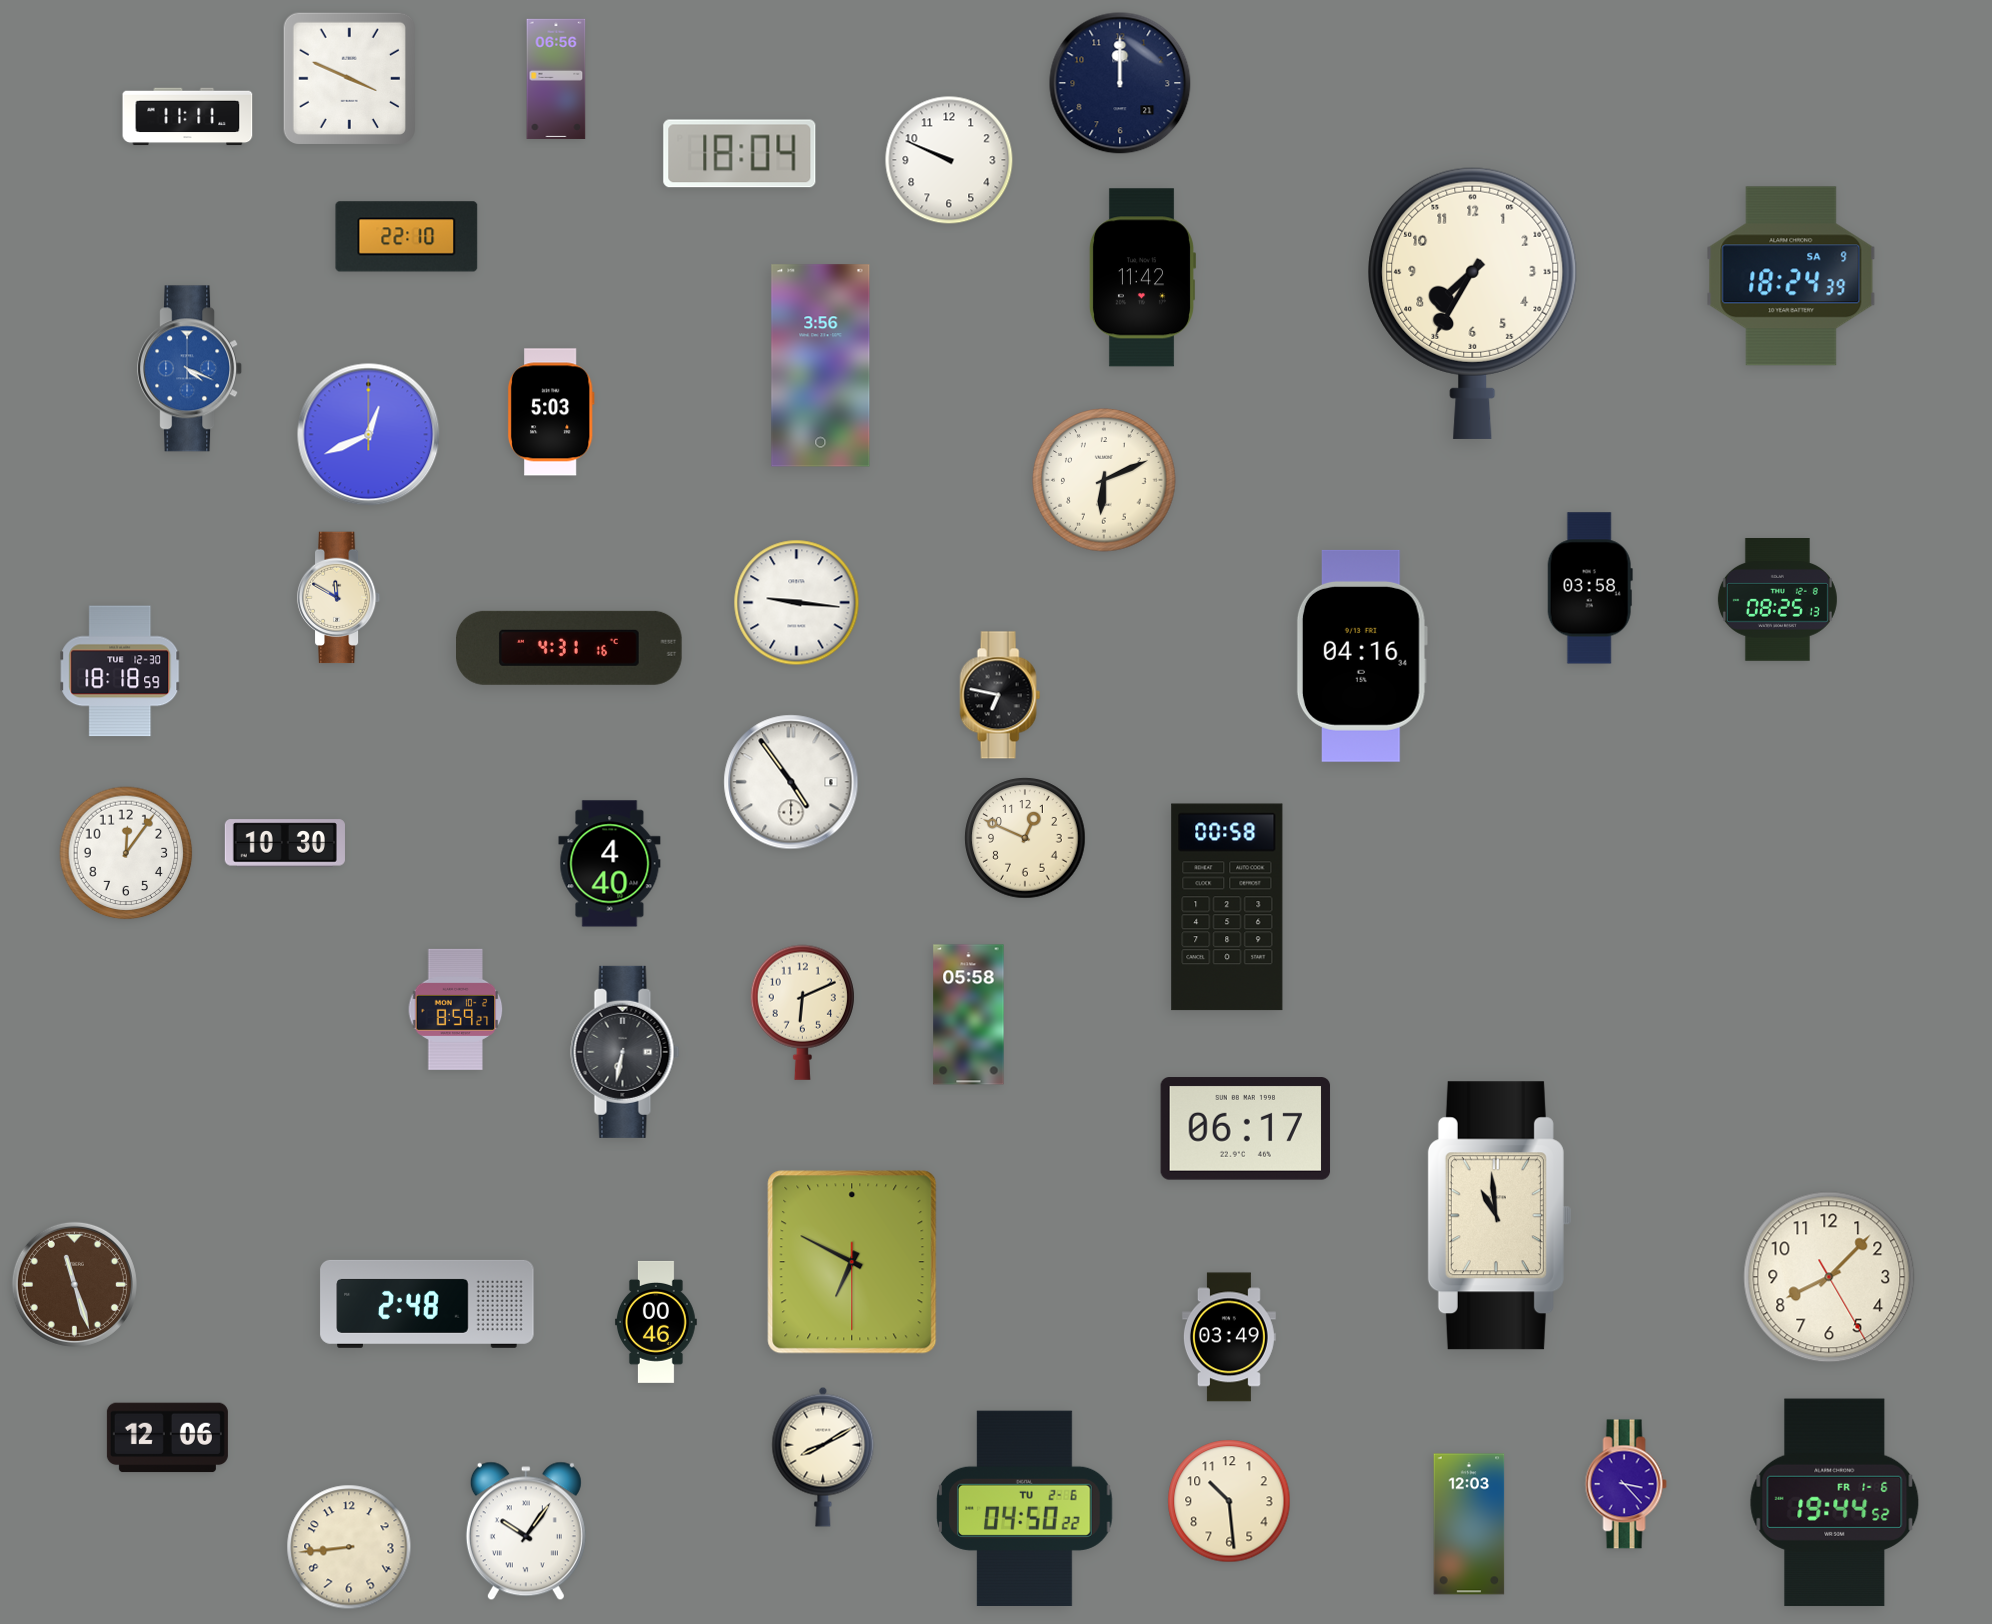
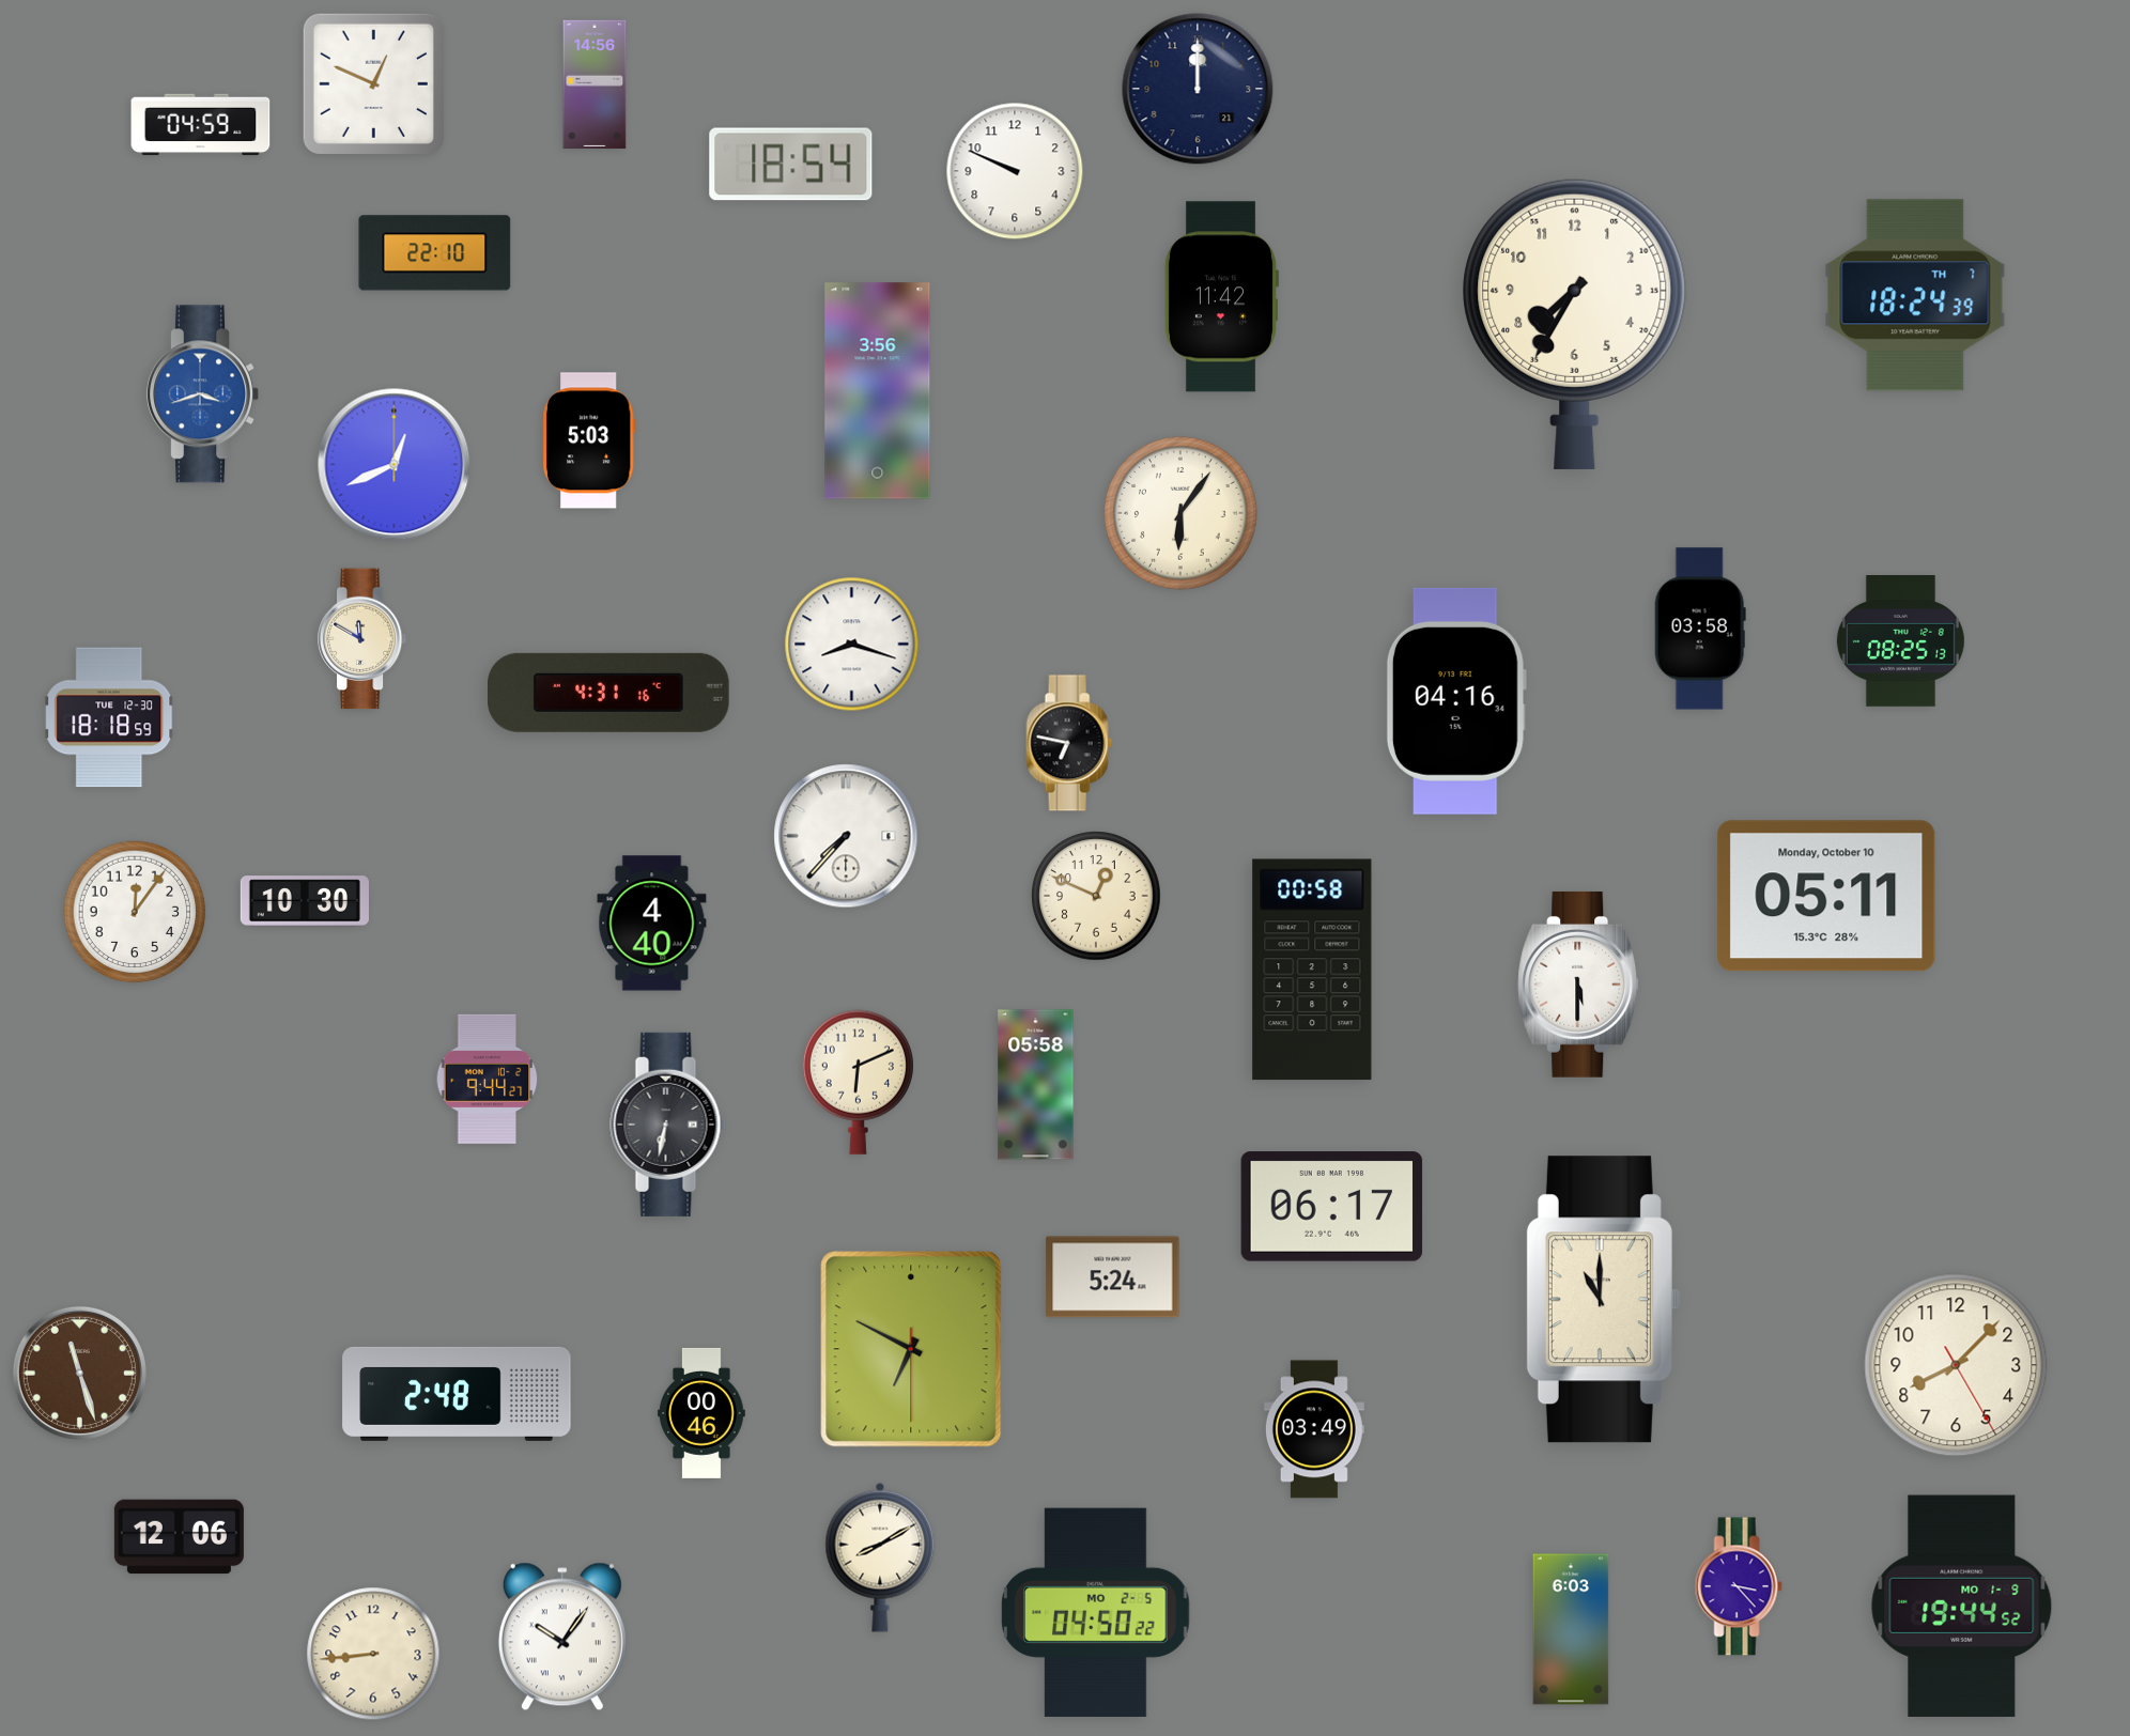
clock at (349, 78): 3:49 -> 12:49
clock at (556, 79): 06:56 -> 14:56
clock at (188, 117): 11:11 -> 04:59
clock at (740, 154): 18:04 -> 18:54
clock at (1791, 276) date: SA 9 -> TH 7
clock at (190, 369): 4:19 -> 3:42
clock at (1104, 480): 6:11 -> 6:06
clock at (797, 603): 9:16 -> 8:18
clock at (121, 671) position: (121, 671) -> (110, 717)
clock at (791, 782): 4:54 -> 7:37
clock at (1826, 896): none -> 05:11
clock at (1579, 985): none -> 5:30
clock at (456, 1009): 8:59 -> 9:44
clock at (1113, 1277): none -> 5:24
clock at (1499, 1216): 10:59 -> 11:00
clock at (1229, 1501): 10:29 -> none
clock at (1835, 1503) date: FR 1-6 -> MO 1-9
clock at (1025, 1508) date: TU 2-6 -> MO 2-5
clock at (1469, 1524): 12:03 -> 6:03
